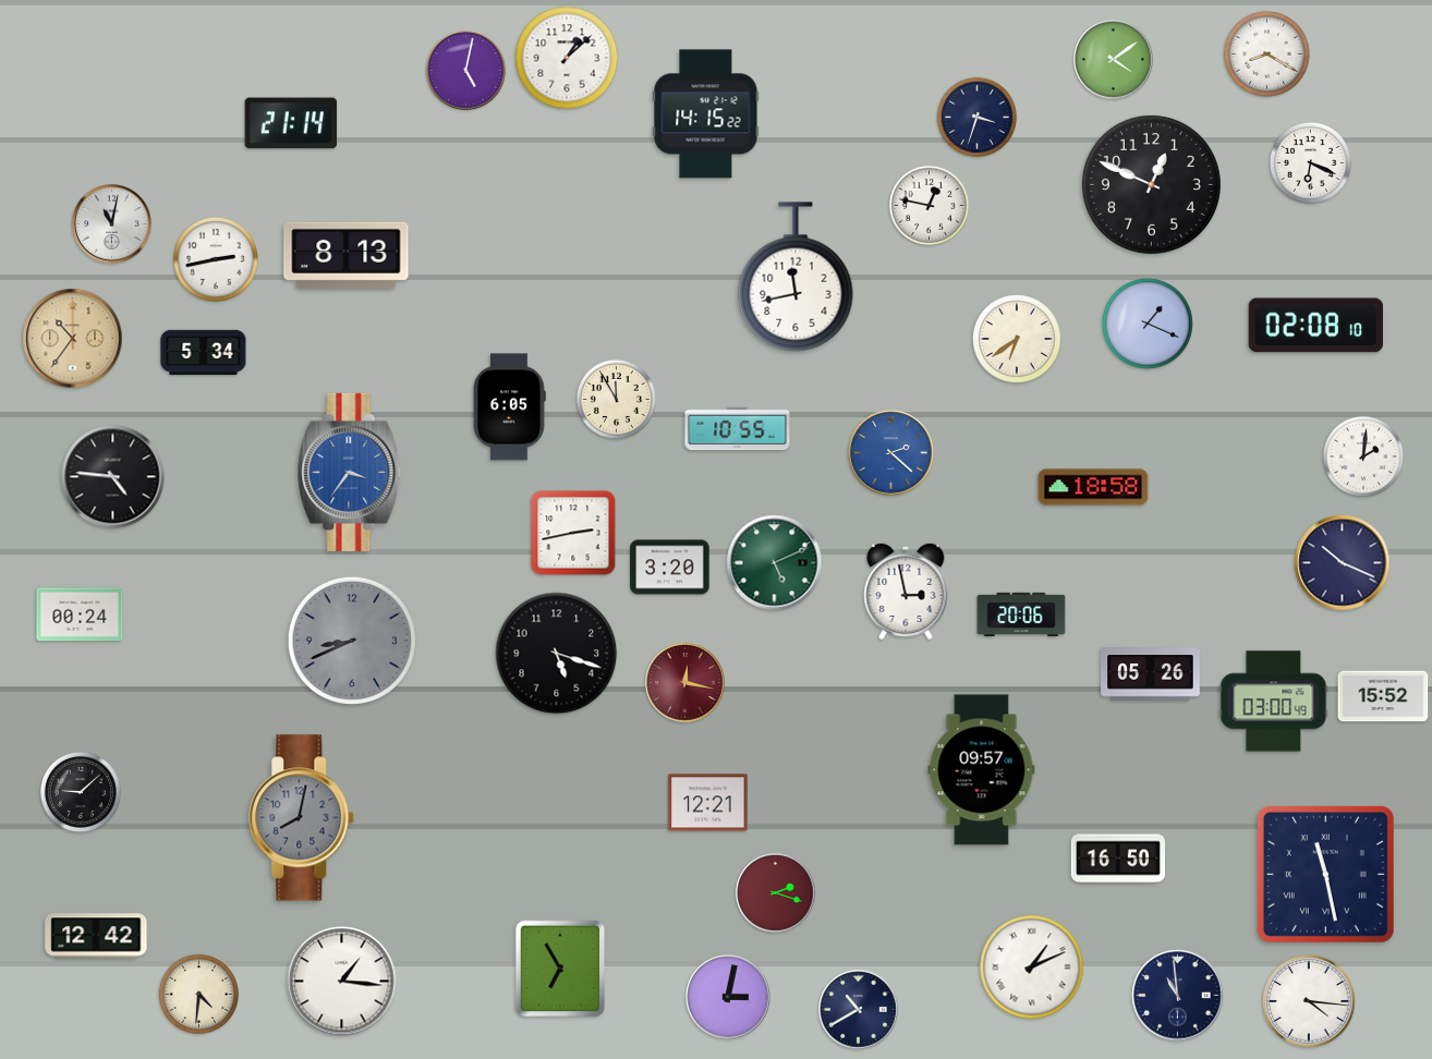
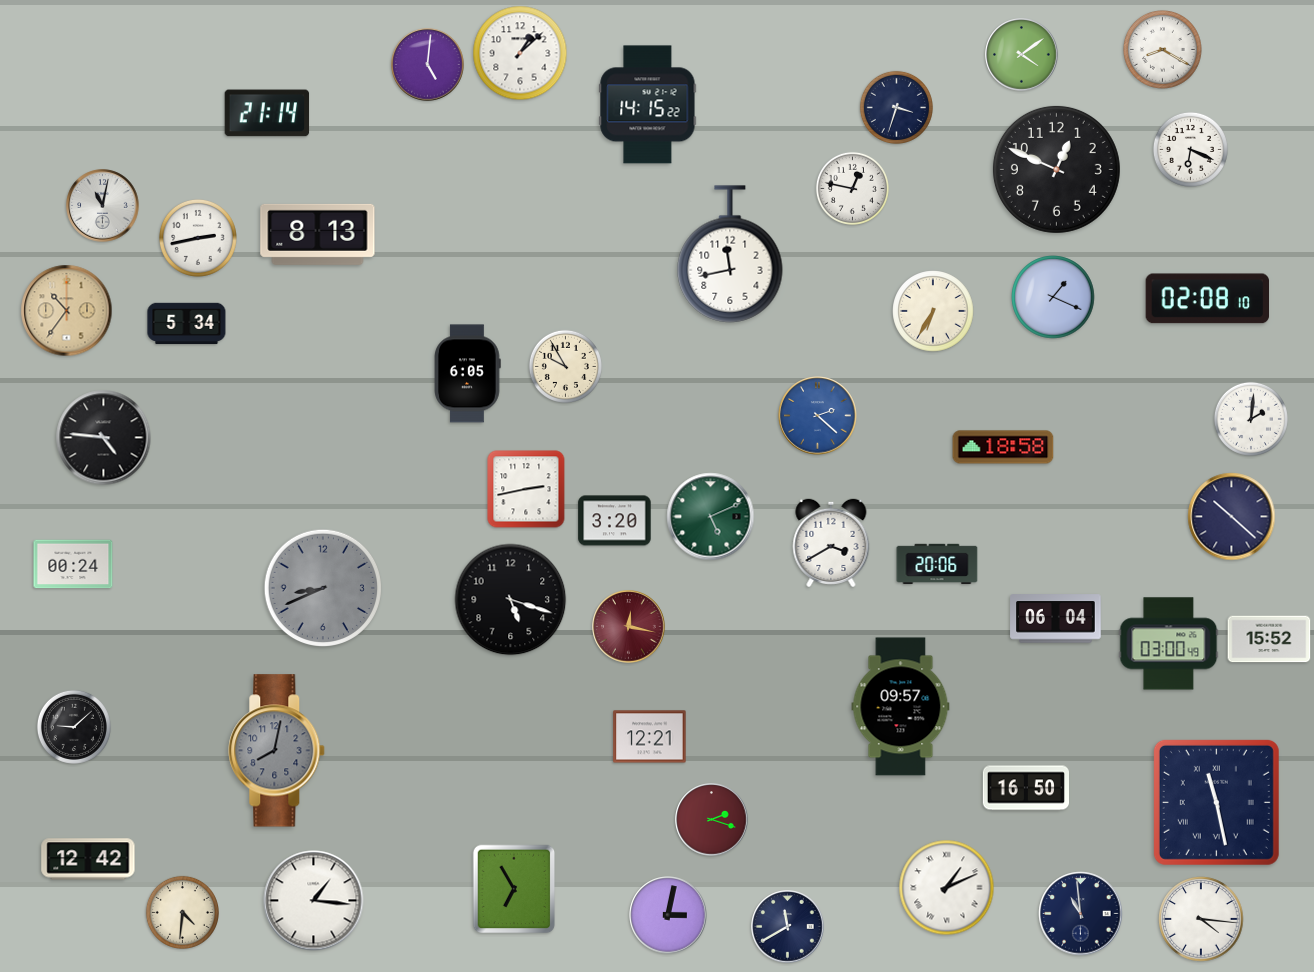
clock at (466, 71): 5:02 -> 5:01
clock at (1310, 162) position: (1310, 162) -> (1190, 149)
clock at (1017, 339): 6:39 -> 6:35
clock at (616, 399): 11:55 -> 9:55
clock at (738, 429): 10:55 -> none
clock at (350, 472): 3:36 -> none
clock at (1343, 563): 10:19 -> 10:22
clock at (906, 591): 2:58 -> 3:40
clock at (1151, 674): 05:26 -> 06:04
clock at (859, 1010): 10:40 -> 11:40
